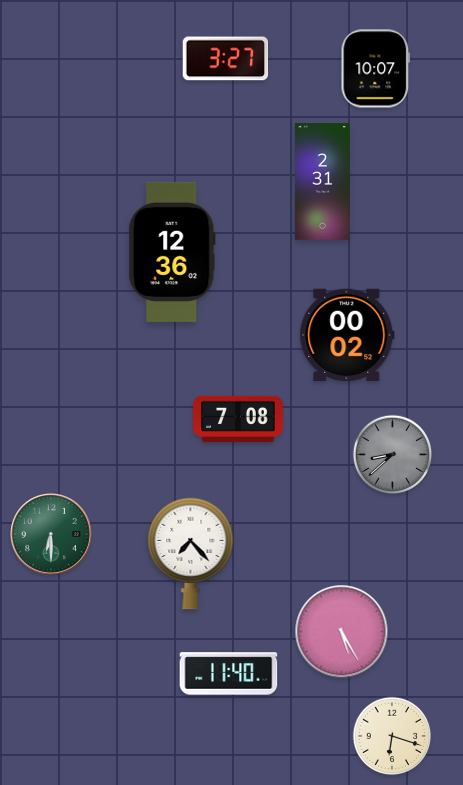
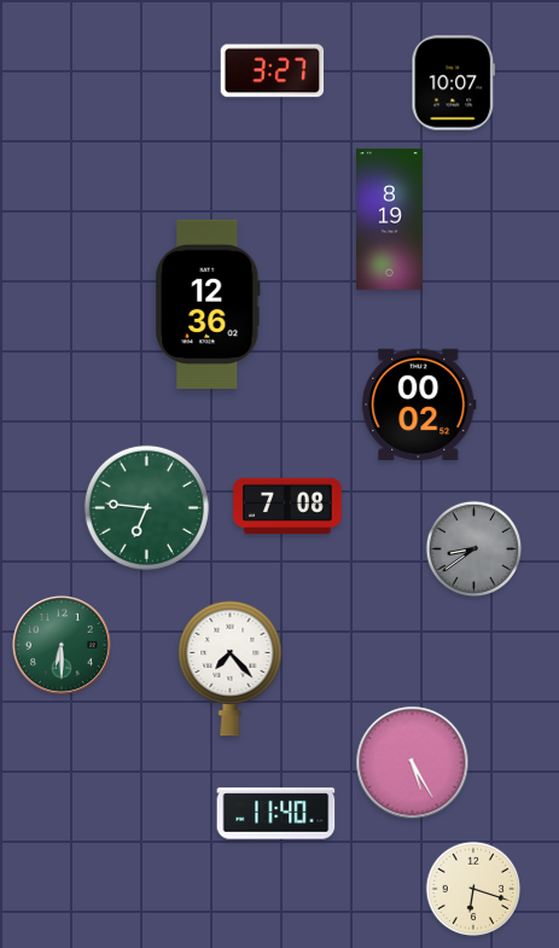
clock at (323, 182): 2:31 -> 8:19
clock at (146, 507): none -> 6:46
clock at (393, 455): 8:38 -> 8:39
